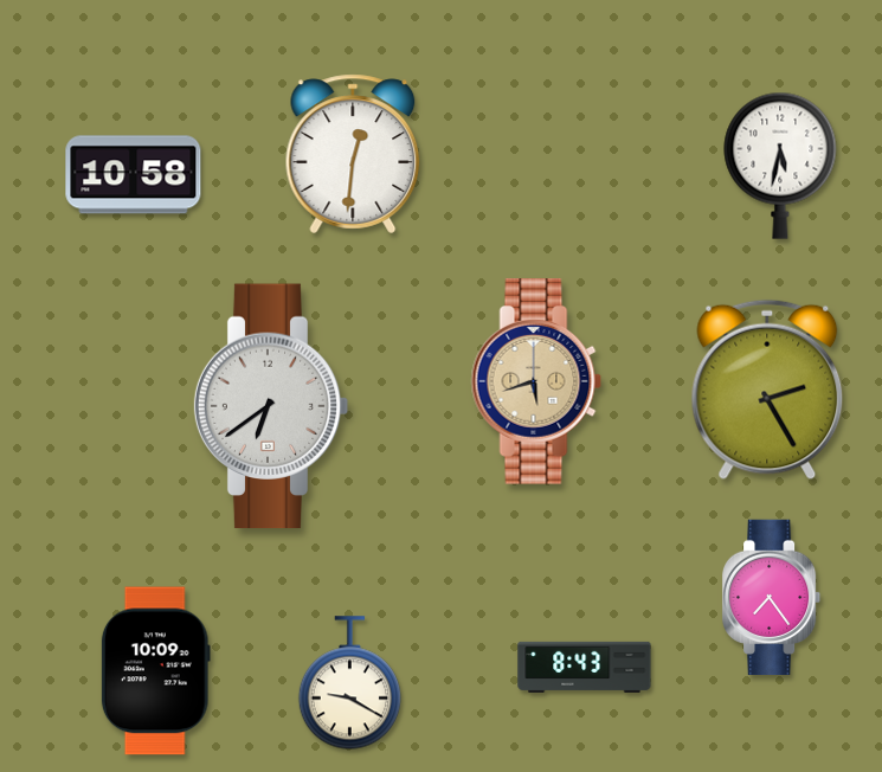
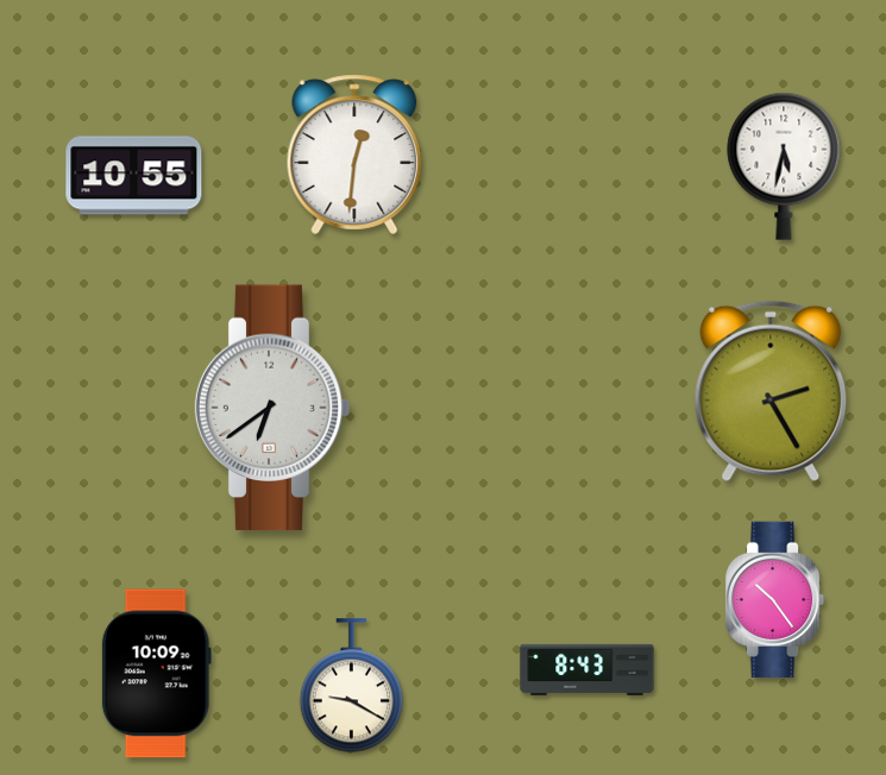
clock at (134, 175): 10:58 -> 10:55
clock at (536, 382): 5:42 -> none
clock at (772, 598): 7:24 -> 10:24
